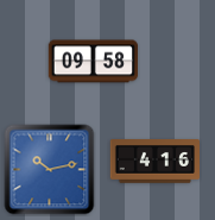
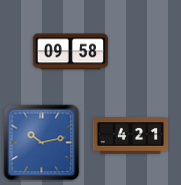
clock at (93, 62) position: (93, 62) -> (70, 52)
clock at (156, 162): 4:16 -> 4:21
